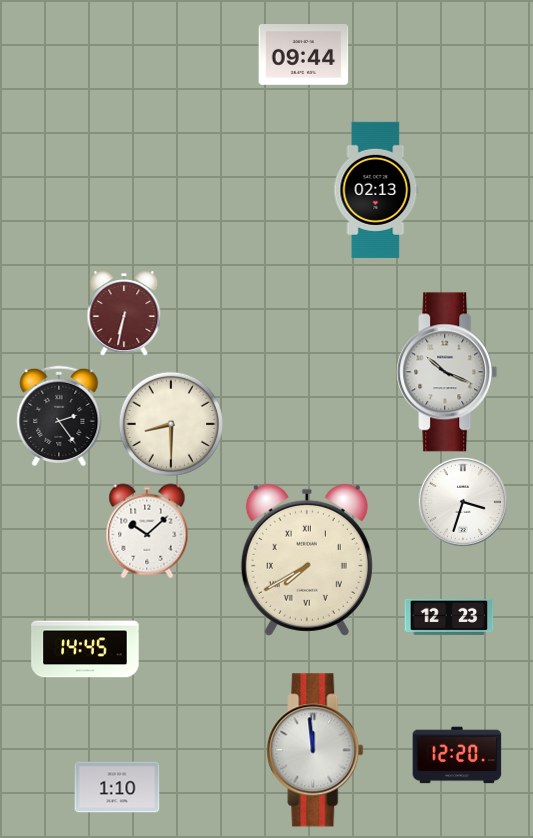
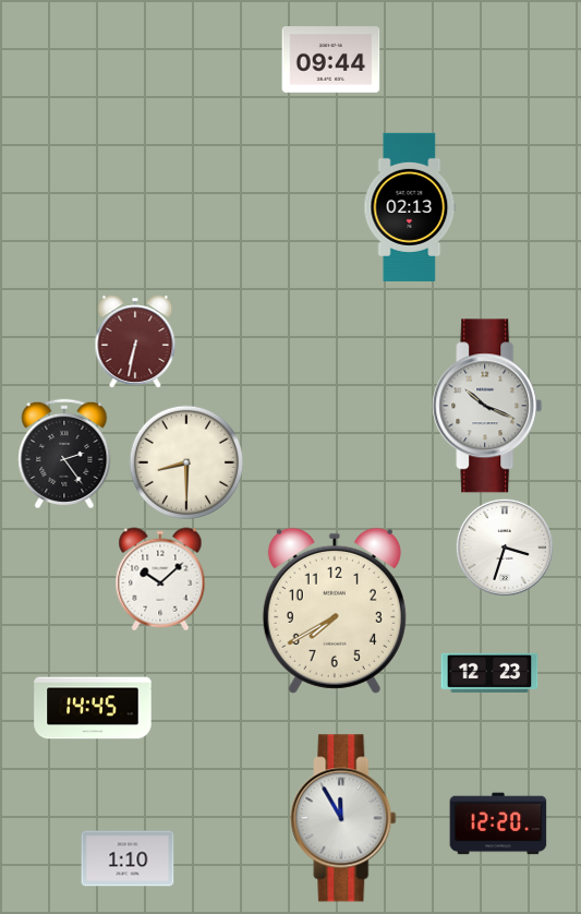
clock at (307, 560) numerals: Roman -> Arabic
clock at (315, 750): 11:59 -> 11:55
